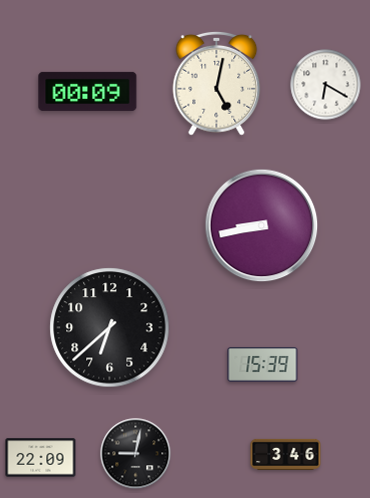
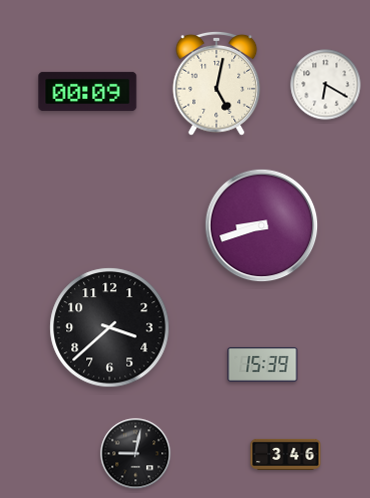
clock at (262, 226): 8:43 -> 8:42
clock at (110, 328): 6:38 -> 3:38
clock at (41, 458): 22:09 -> none
